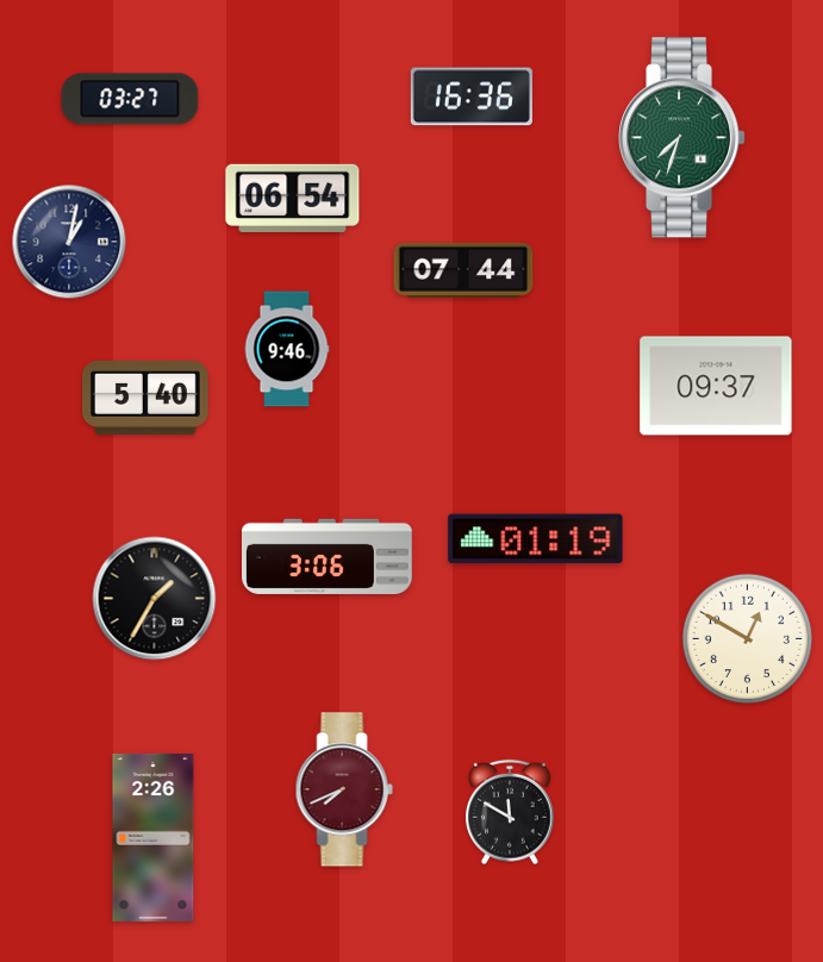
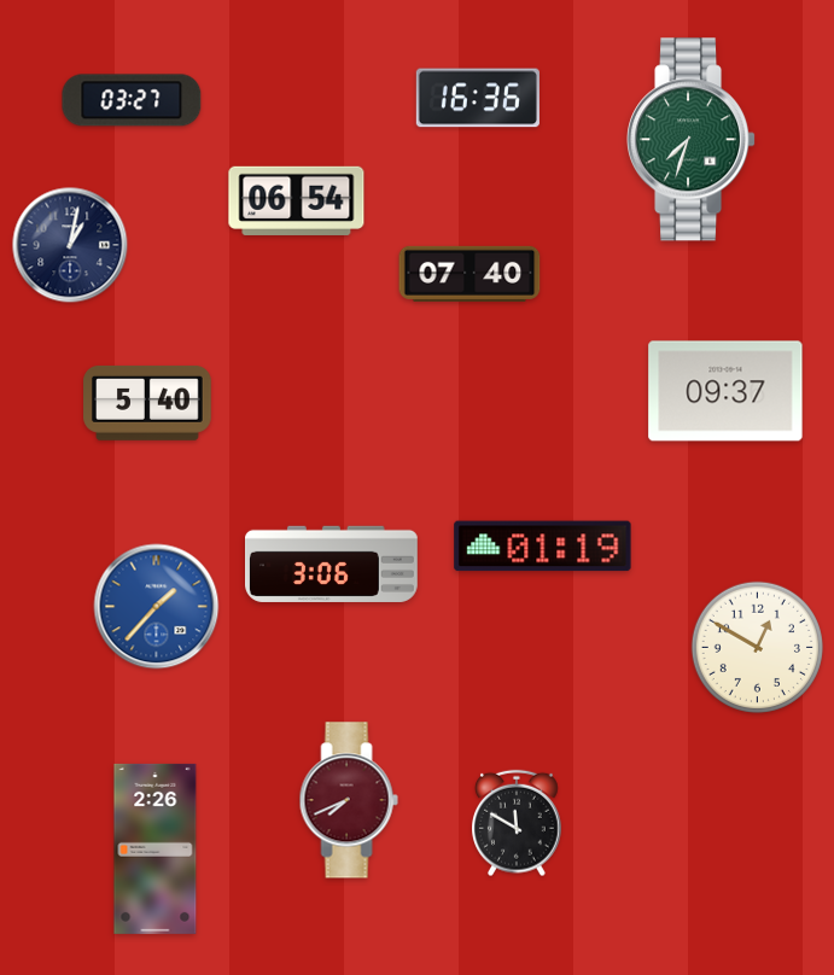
clock at (463, 270): 07:44 -> 07:40
clock at (287, 349): 9:46 -> none
clock at (155, 599): 1:35 -> 1:37
clock at (155, 599) dial: black -> blue
